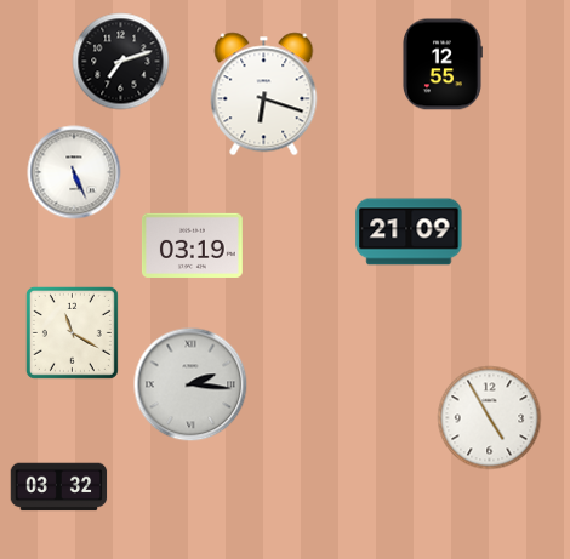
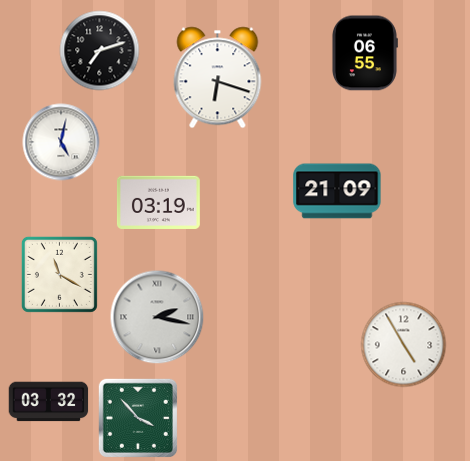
clock at (443, 64): 12:55 -> 06:55
clock at (74, 172): 5:26 -> 5:02
clock at (190, 384): 2:16 -> 2:17
clock at (138, 418): none -> 3:53
